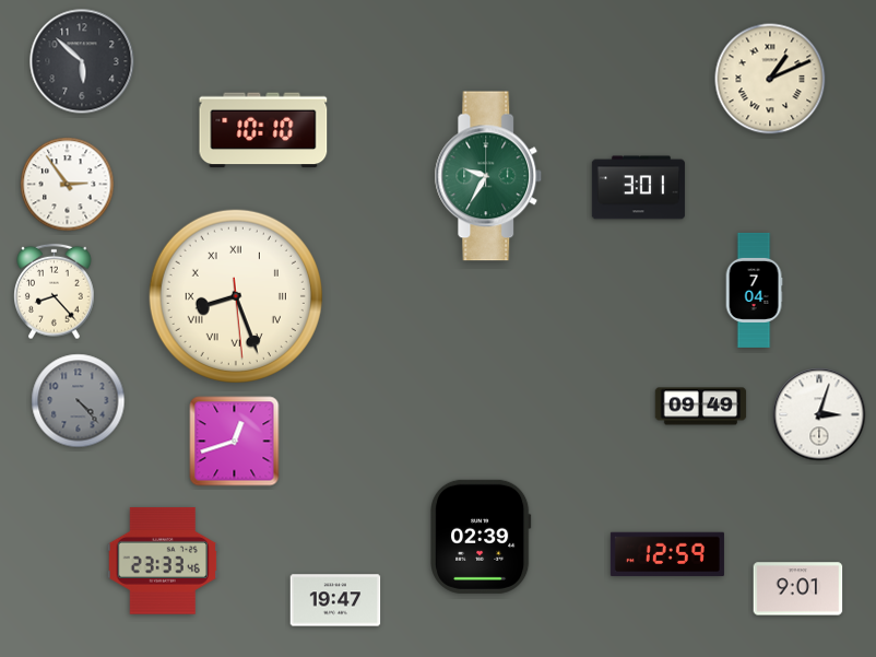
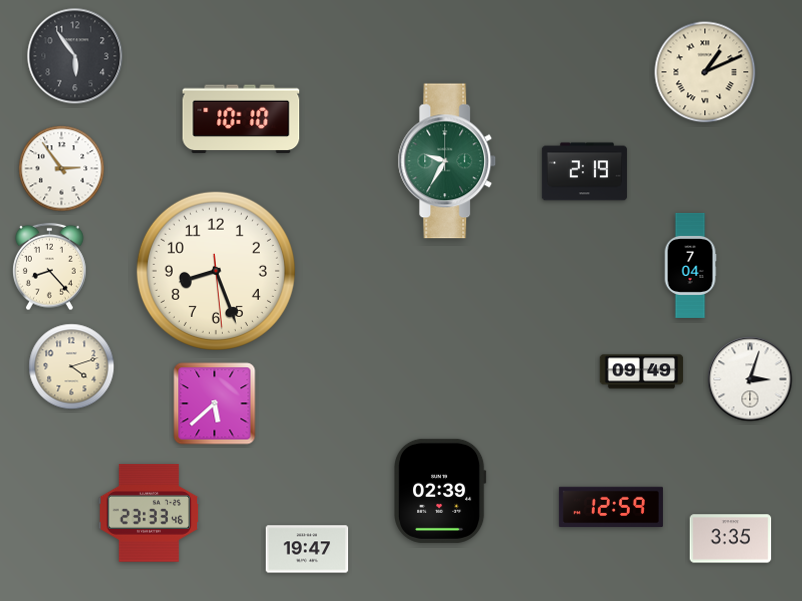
clock at (82, 61): 5:52 -> 5:54
clock at (638, 188): 3:01 -> 2:19
clock at (236, 296) numerals: Roman -> Arabic
clock at (79, 401): 4:23 -> 4:12
clock at (79, 401) dial: grey -> cream
clock at (235, 442): 12:42 -> 5:38
clock at (798, 589): 9:01 -> 3:35
